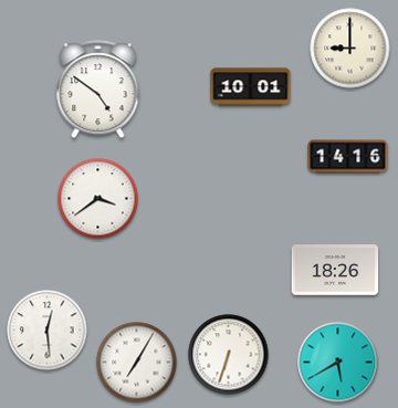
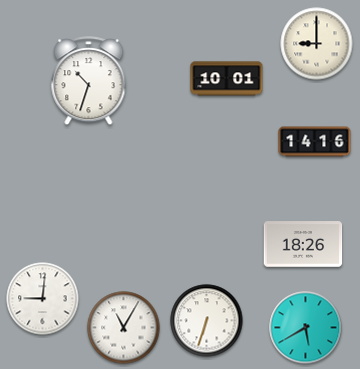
clock at (98, 90): 4:51 -> 10:33
clock at (98, 199): 3:39 -> none
clock at (48, 331): 12:29 -> 9:01
clock at (137, 363): 7:05 -> 11:05
